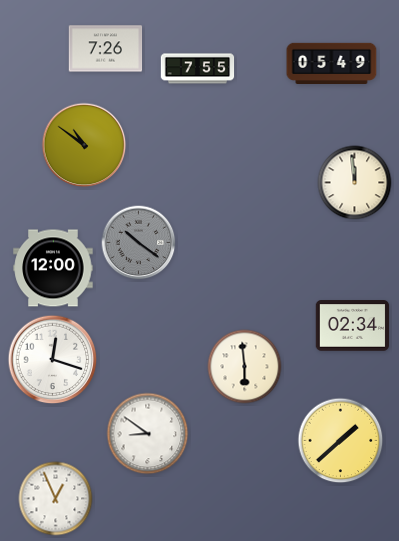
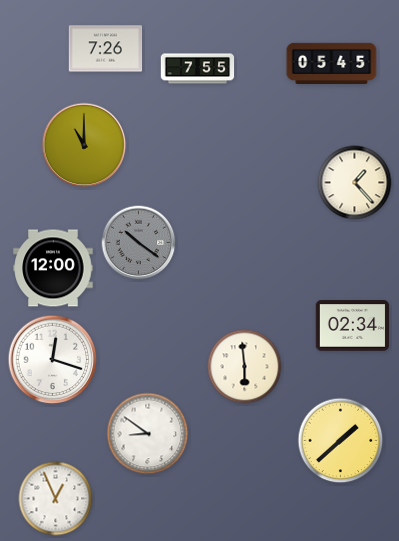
clock at (332, 63): 05:49 -> 05:45
clock at (84, 145): 10:51 -> 11:00
clock at (355, 183): 11:59 -> 1:23
